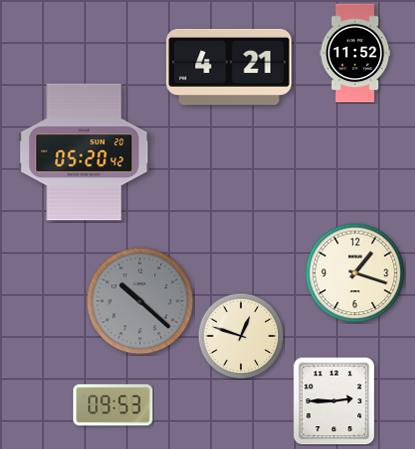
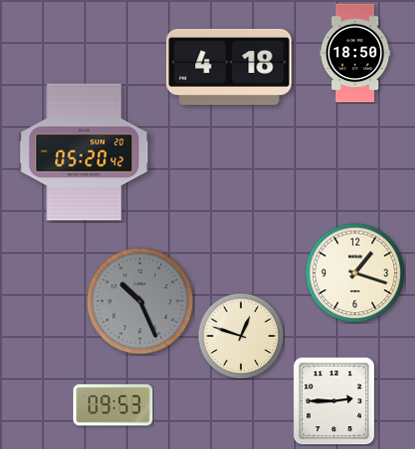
clock at (355, 53): 11:52 -> 18:50
clock at (229, 67): 4:21 -> 4:18
clock at (140, 301): 10:22 -> 10:26
